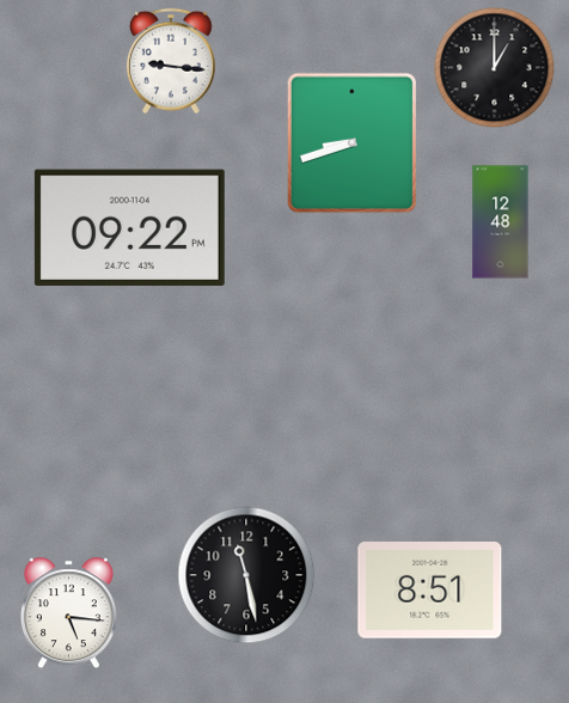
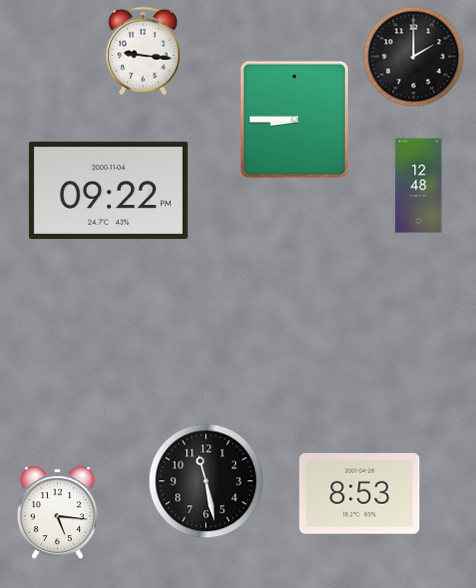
clock at (495, 68): 1:00 -> 2:00
clock at (353, 143): 8:42 -> 8:45
clock at (430, 591): 8:51 -> 8:53
